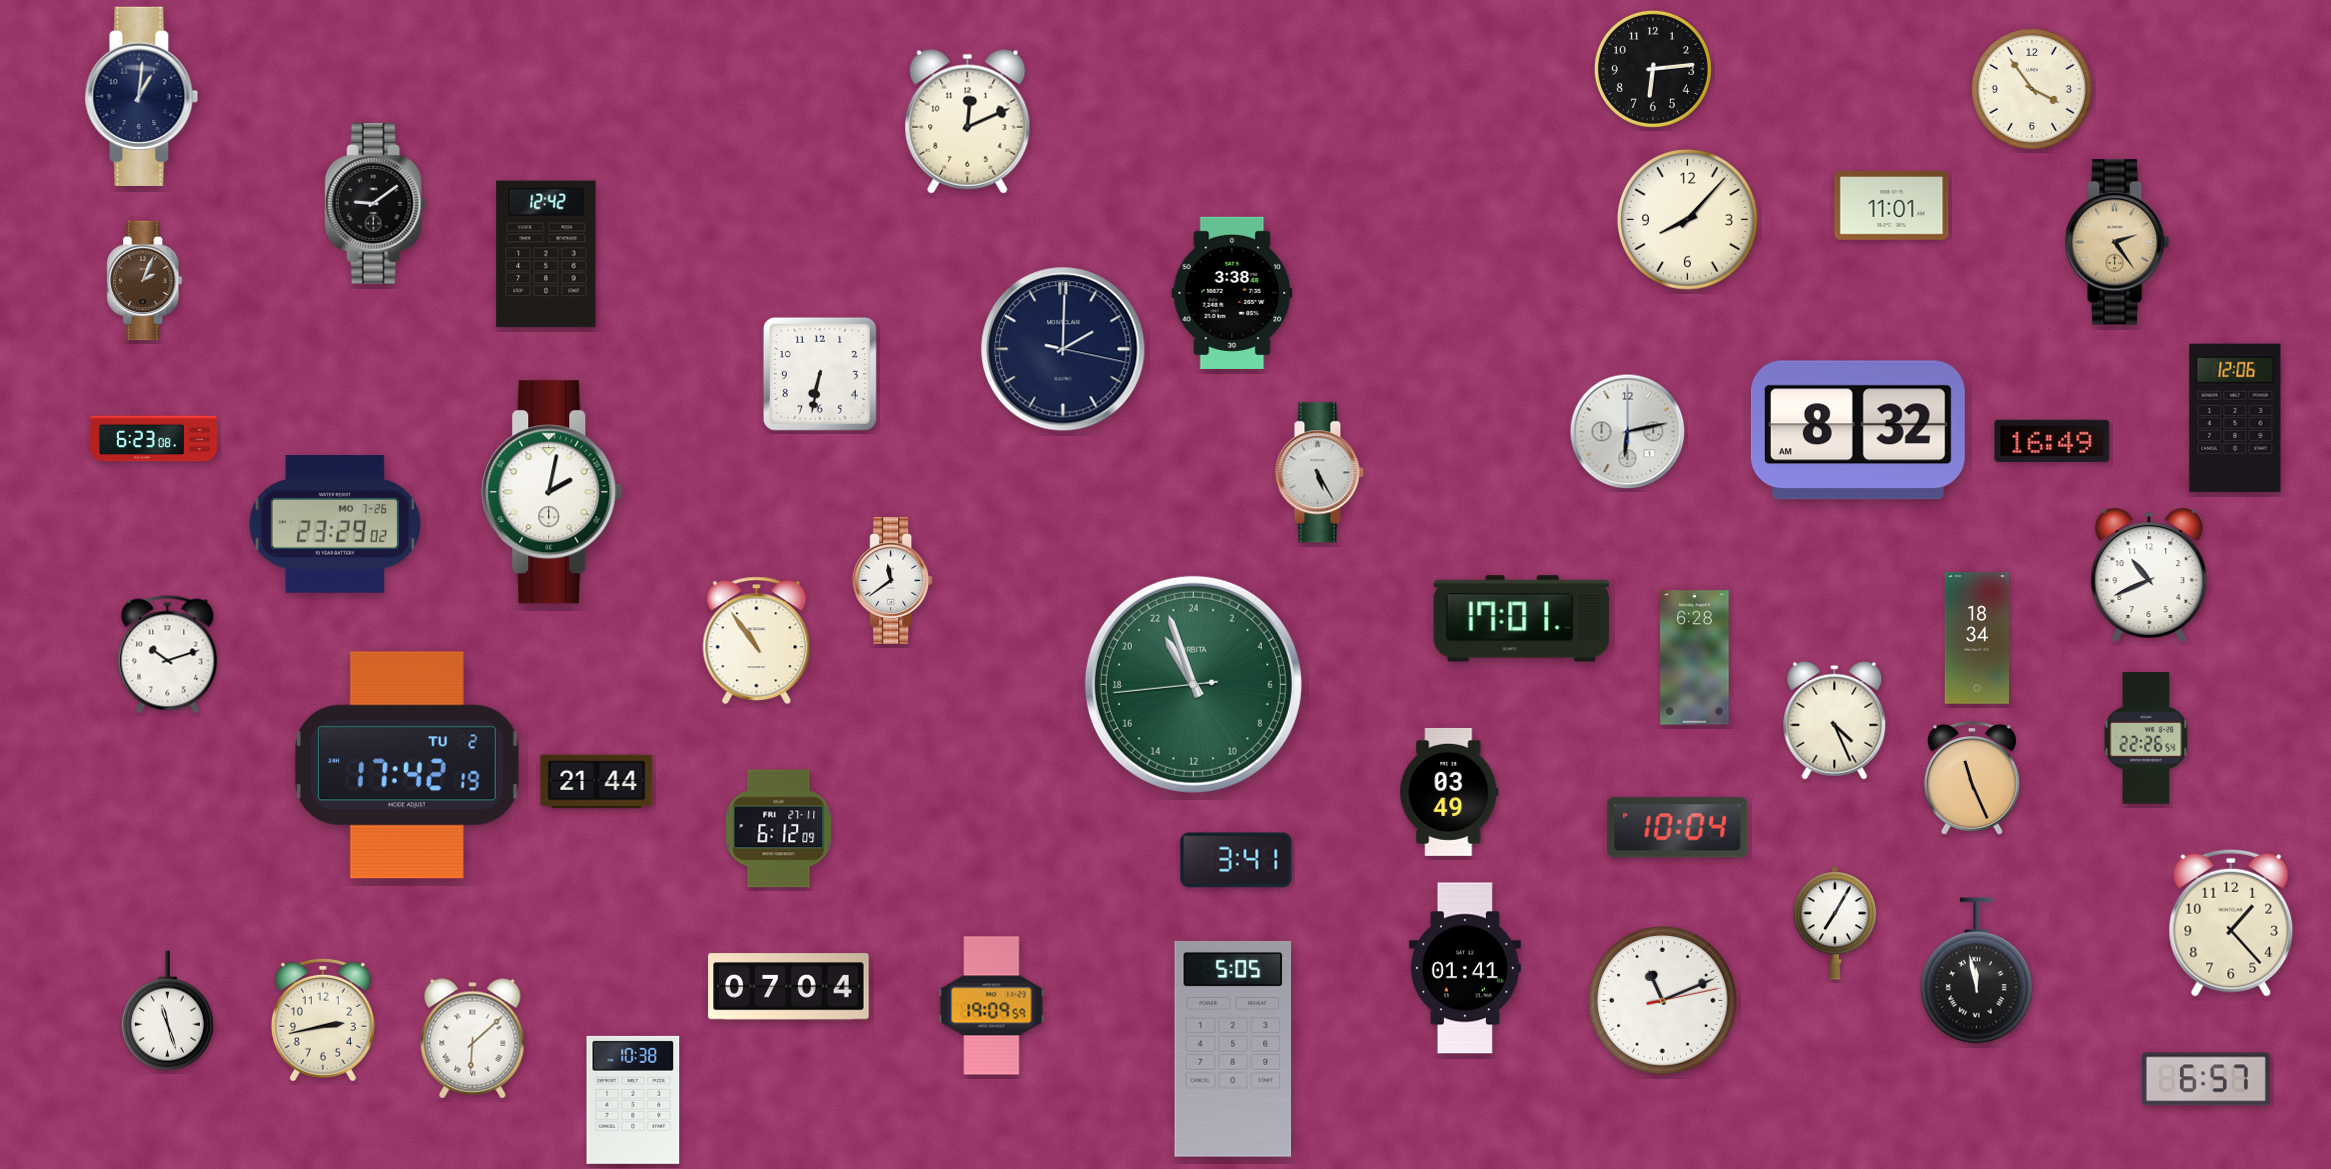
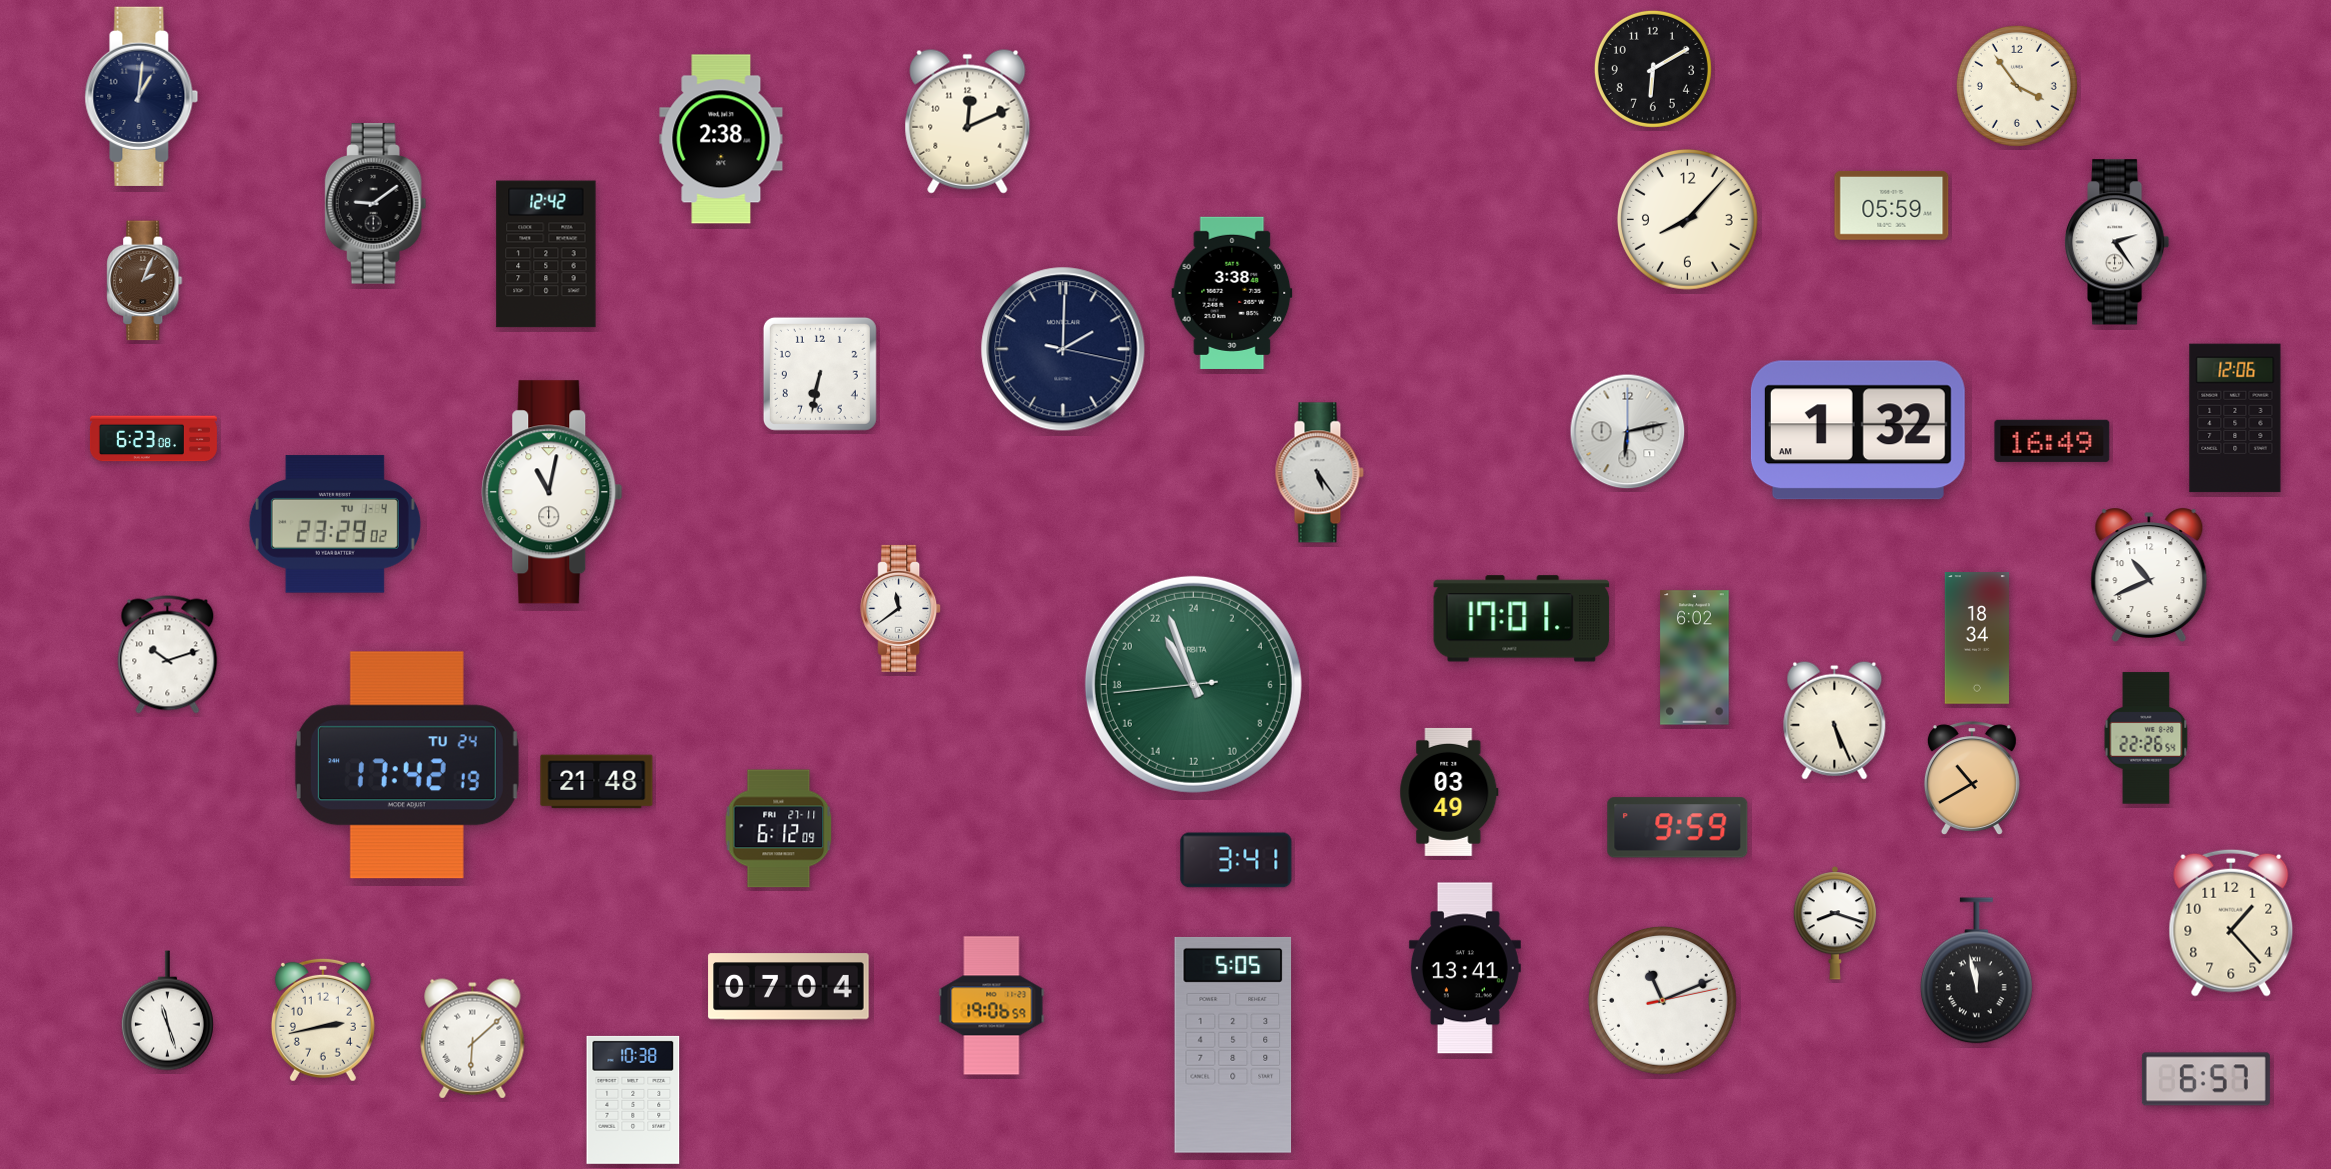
clock at (1653, 69): 6:14 -> 6:10
clock at (2032, 89) position: (2032, 89) -> (2017, 86)
clock at (721, 139): none -> 2:38
clock at (1892, 205): 11:01 -> 05:59
clock at (2118, 242) dial: champagne -> white
clock at (1858, 430): 8:32 -> 1:32
clock at (1319, 473): 5:25 -> 5:24
clock at (552, 492): 2:02 -> 11:02
clock at (335, 524) date: MO 7-26 -> TU 1-4
clock at (893, 580) position: (893, 580) -> (901, 608)
clock at (757, 641): 10:54 -> none
clock at (1695, 658): 6:28 -> 6:02
clock at (1835, 720): 4:26 -> 5:26
clock at (407, 765) date: TU 2 -> TU 24
clock at (1972, 778): 11:26 -> 10:40
clock at (597, 782): 21:44 -> 21:48
clock at (1678, 828): 10:04 -> 9:59
clock at (1834, 923): 7:05 -> 8:18
clock at (1465, 968): 01:41 -> 13:41
clock at (992, 1006): 19:09 -> 19:06
clock at (1233, 1049) position: (1233, 1049) -> (1233, 1045)
